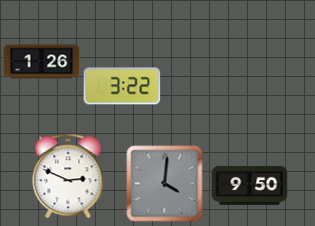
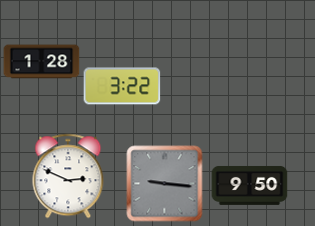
clock at (42, 62): 1:26 -> 1:28
clock at (165, 184): 4:01 -> 9:16
